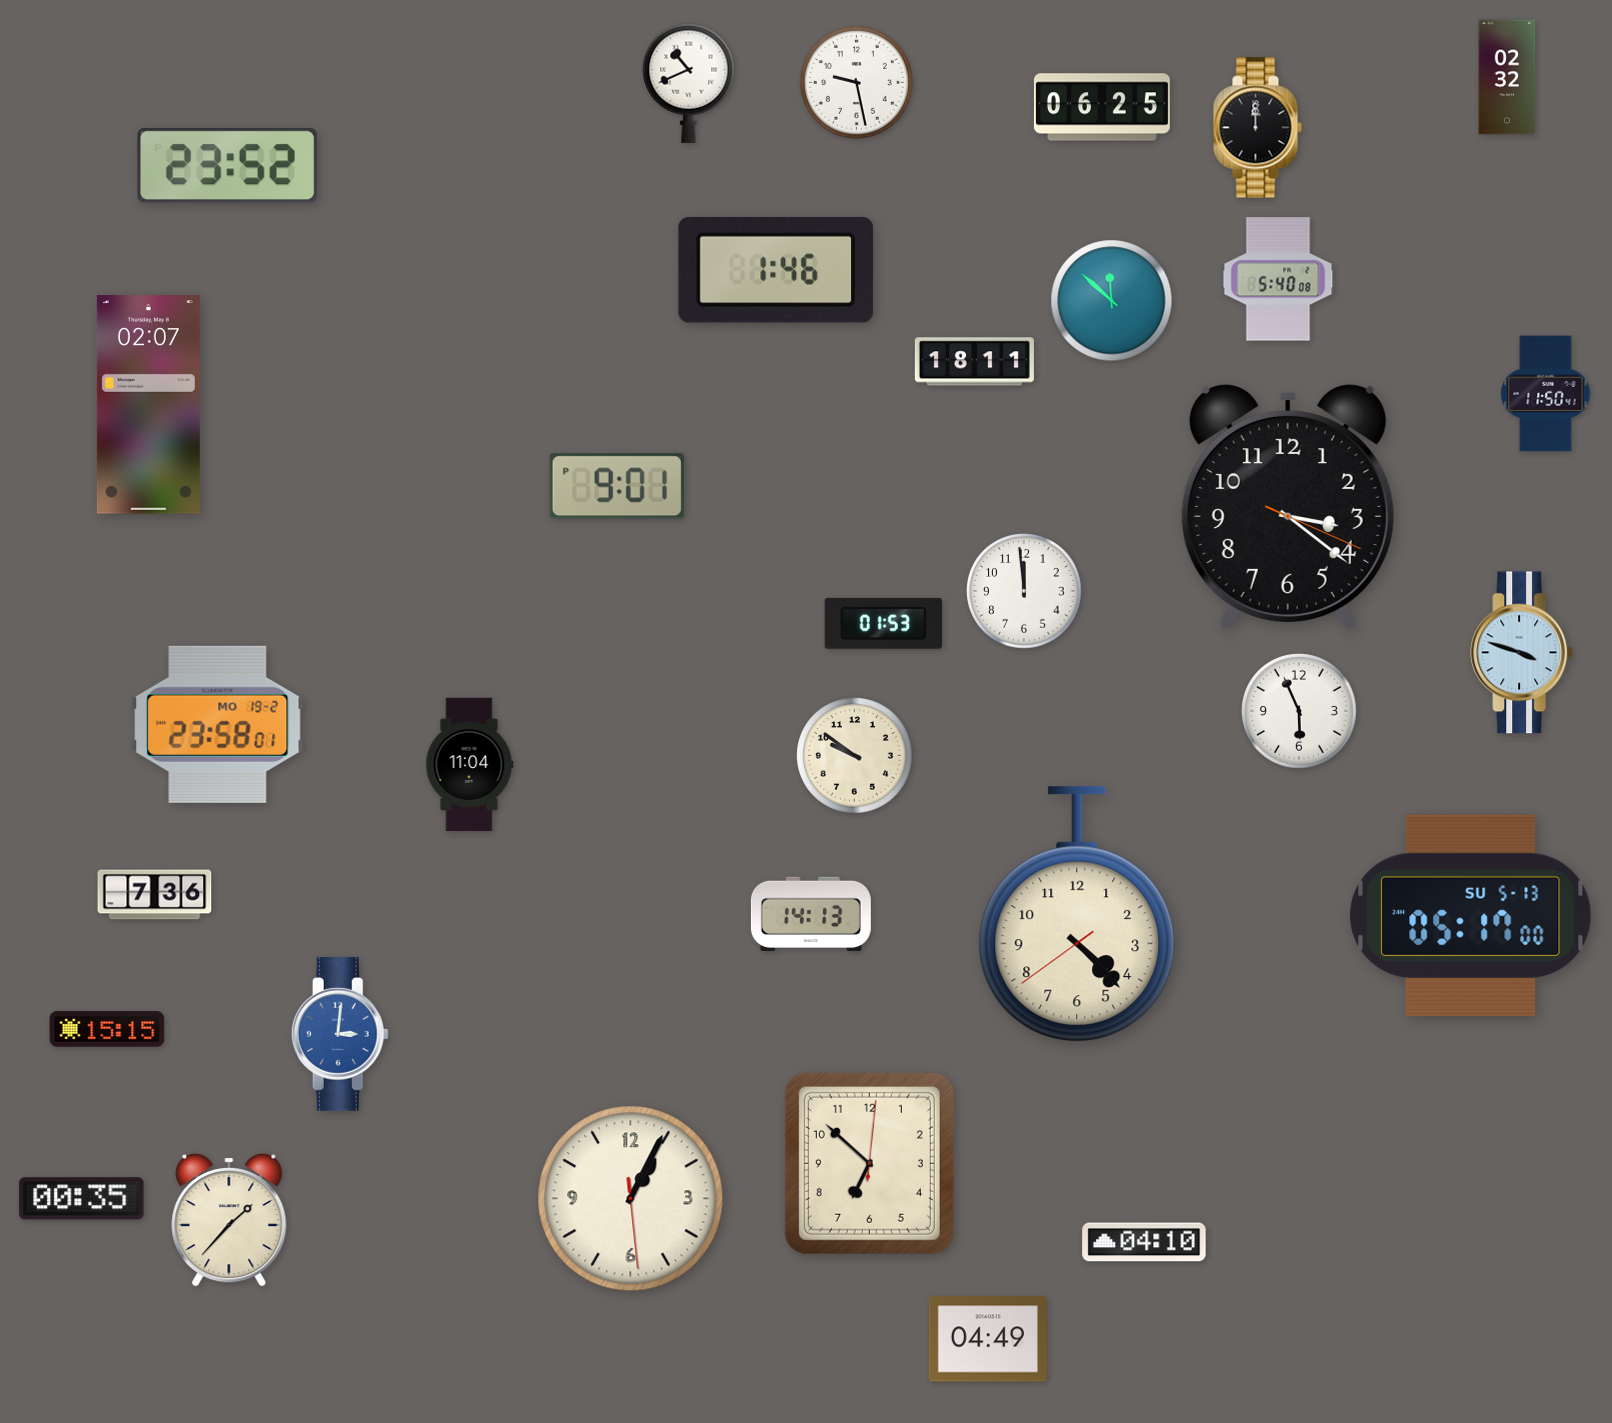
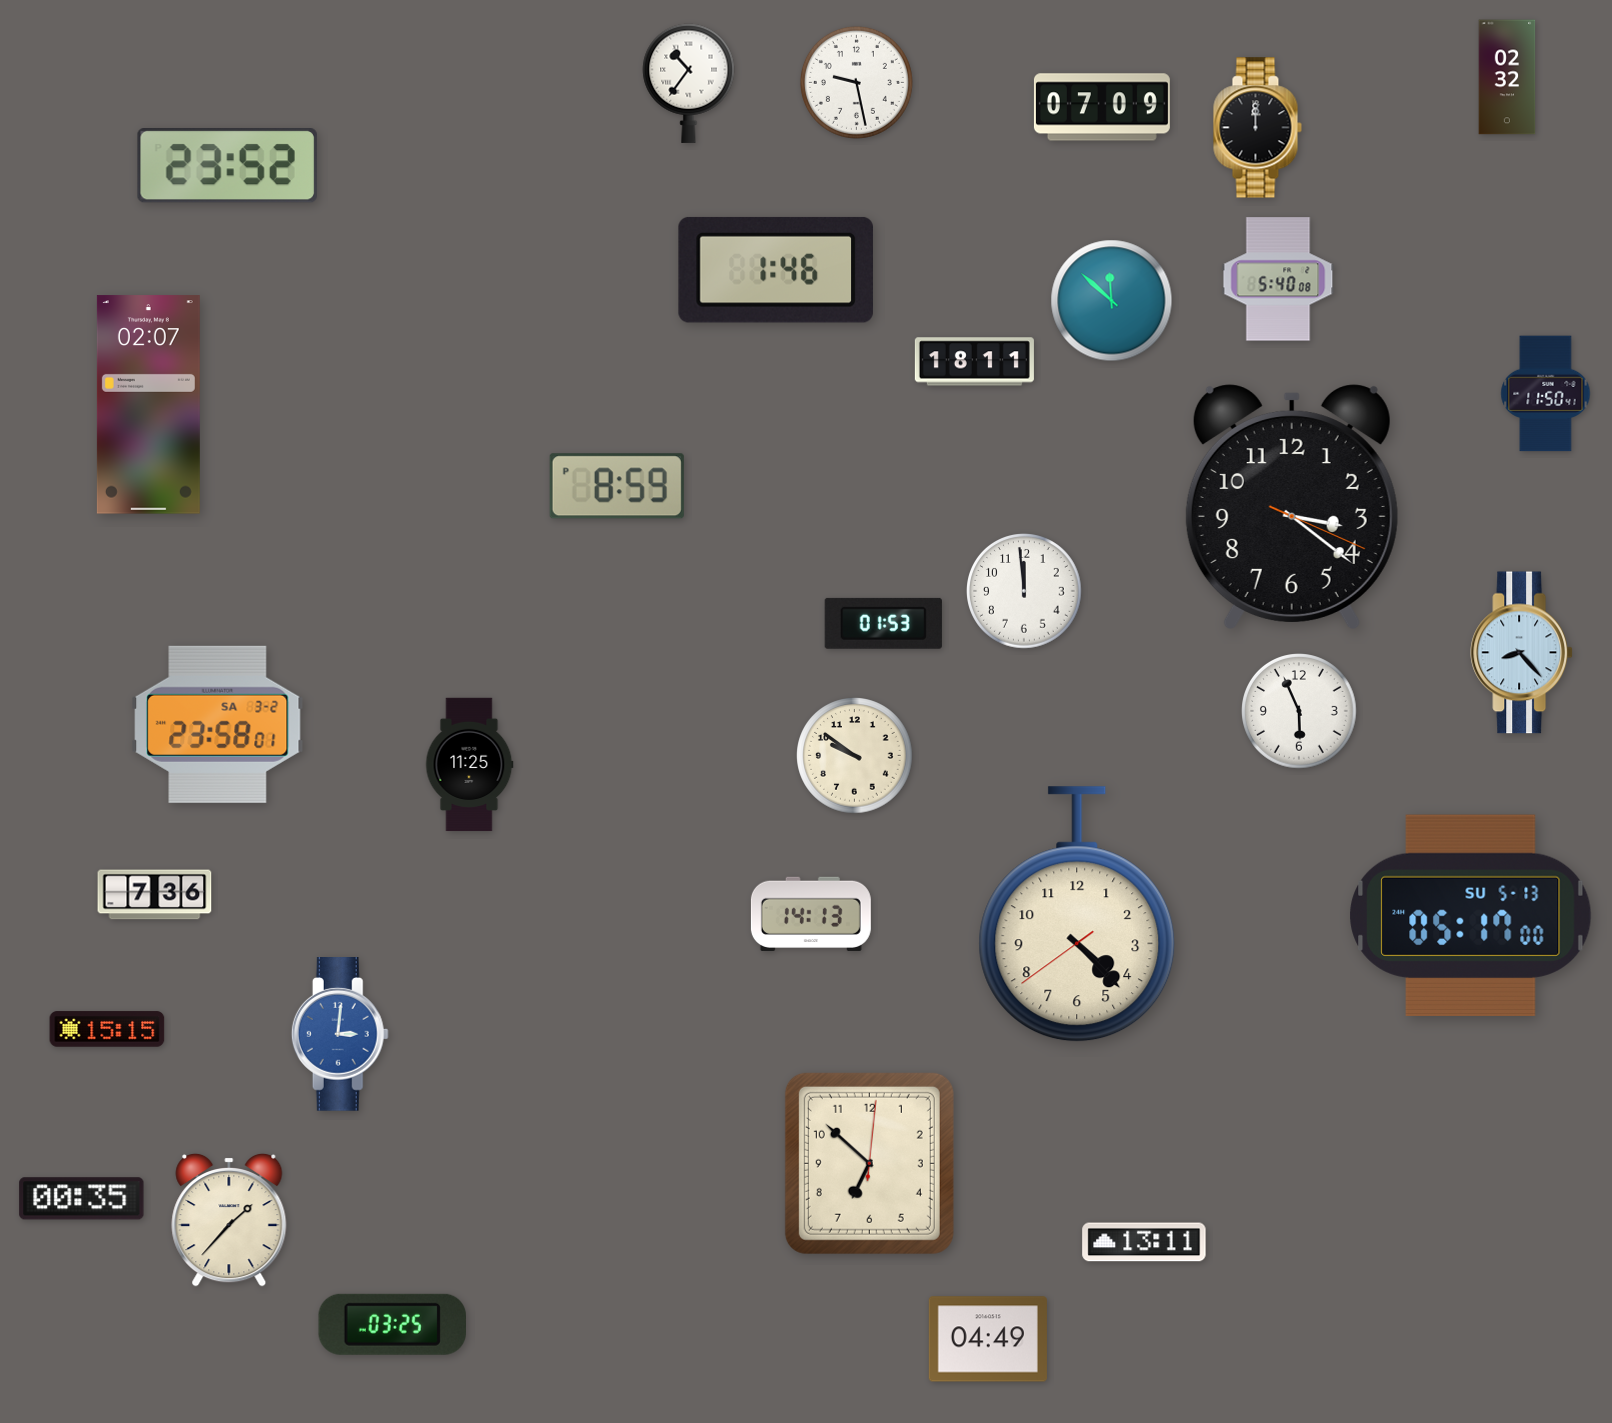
clock at (689, 83): 10:41 -> 10:36
clock at (1102, 107): 06:25 -> 07:09
clock at (617, 486): 9:01 -> 8:59
clock at (1288, 507) position: (1288, 507) -> (1292, 507)
clock at (1522, 653): 3:48 -> 8:23
clock at (218, 724) date: MO 19-2 -> SA 3-2
clock at (469, 765): 11:04 -> 11:25
clock at (631, 1199): 1:04 -> none
clock at (1144, 1242): 04:10 -> 13:11
clock at (392, 1324): none -> 03:25
